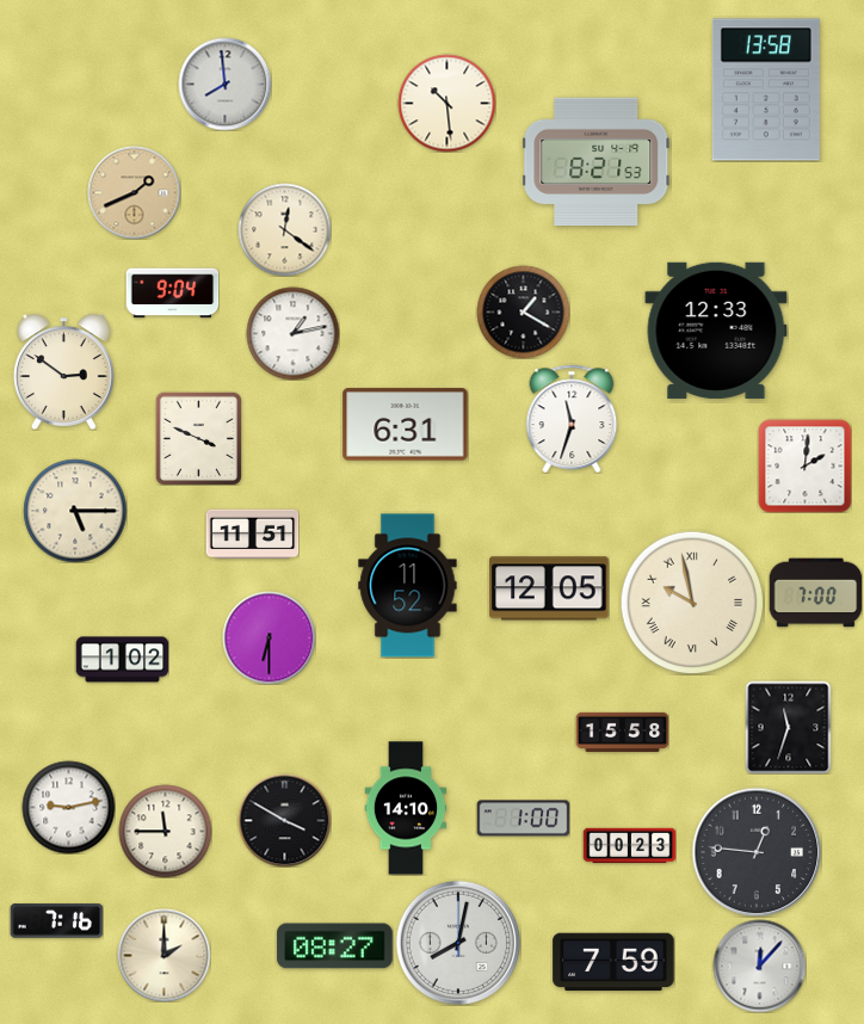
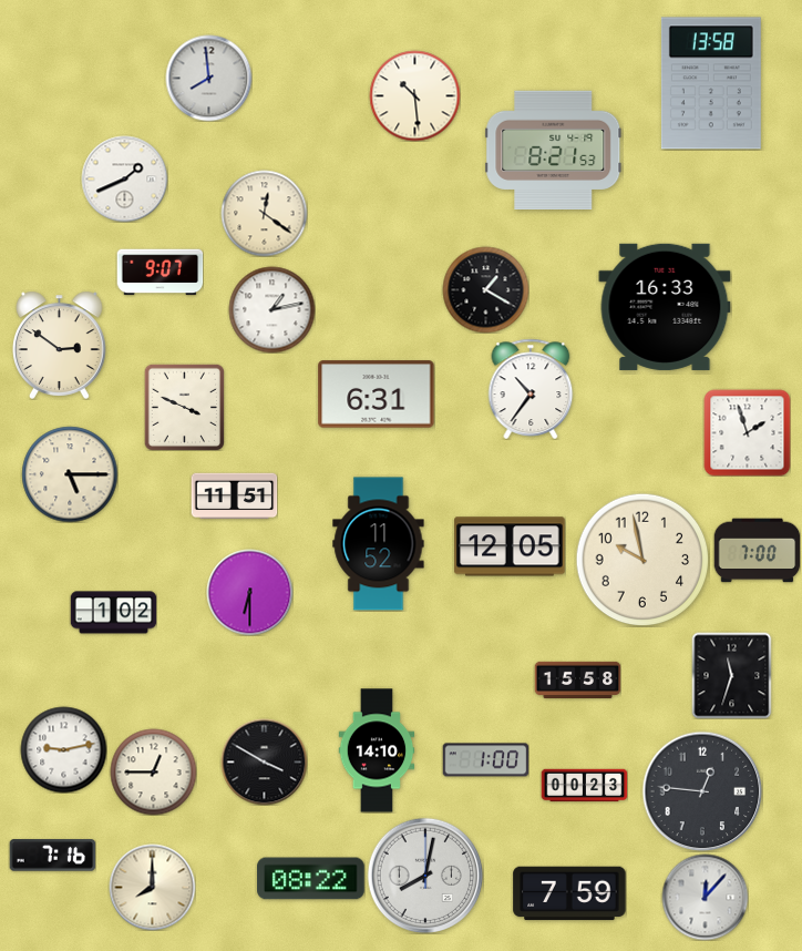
clock at (134, 192) dial: champagne -> white
clock at (172, 294): 9:04 -> 9:07
clock at (716, 331): 12:33 -> 16:33
clock at (572, 419): 11:33 -> 10:36
clock at (804, 465): 2:01 -> 1:57
clock at (692, 603) numerals: Roman -> Arabic
clock at (165, 831): 11:45 -> 12:45
clock at (335, 946): 08:27 -> 08:22
clock at (163, 955): 2:00 -> 8:00
